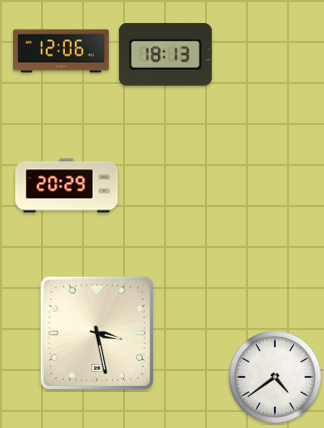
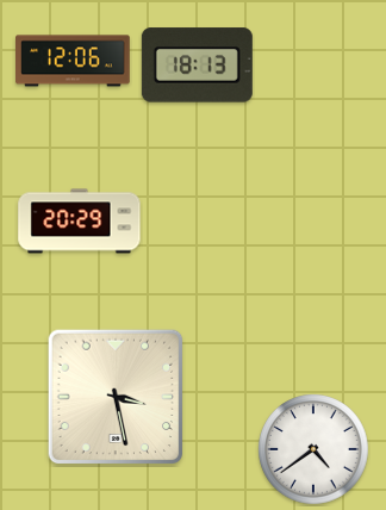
clock at (275, 377) position: (275, 377) -> (313, 449)
